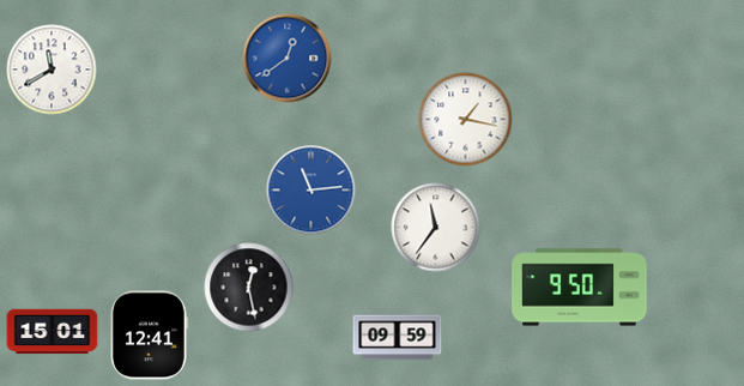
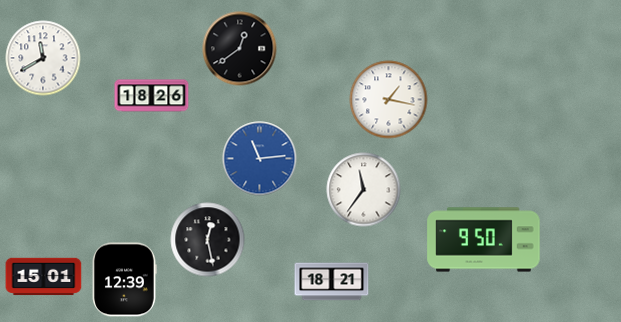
clock at (288, 59) dial: blue -> black
clock at (152, 96): none -> 18:26
clock at (149, 336): 12:41 -> 12:39
clock at (398, 338): 09:59 -> 18:21
